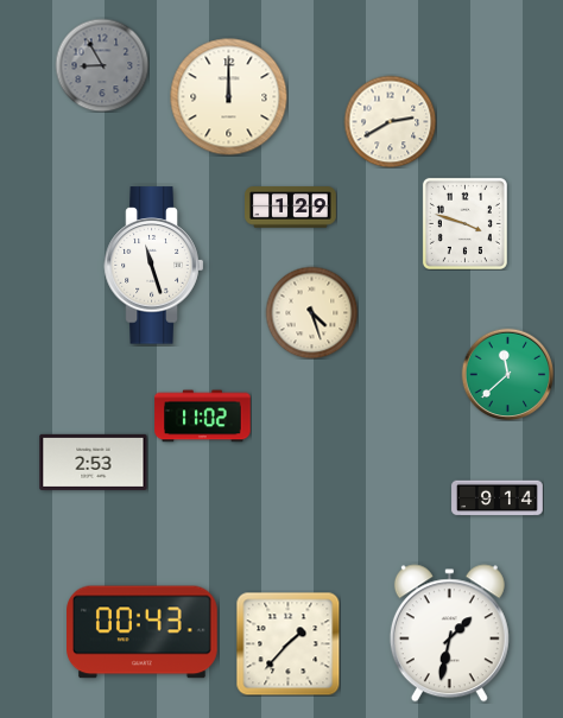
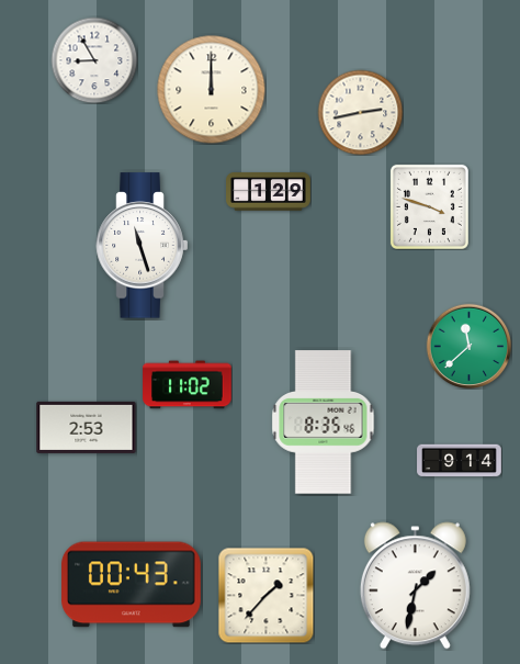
clock at (102, 65) dial: grey -> white
clock at (390, 121): 2:40 -> 2:43
clock at (311, 312): 4:27 -> none
clock at (324, 423): none -> 8:35
